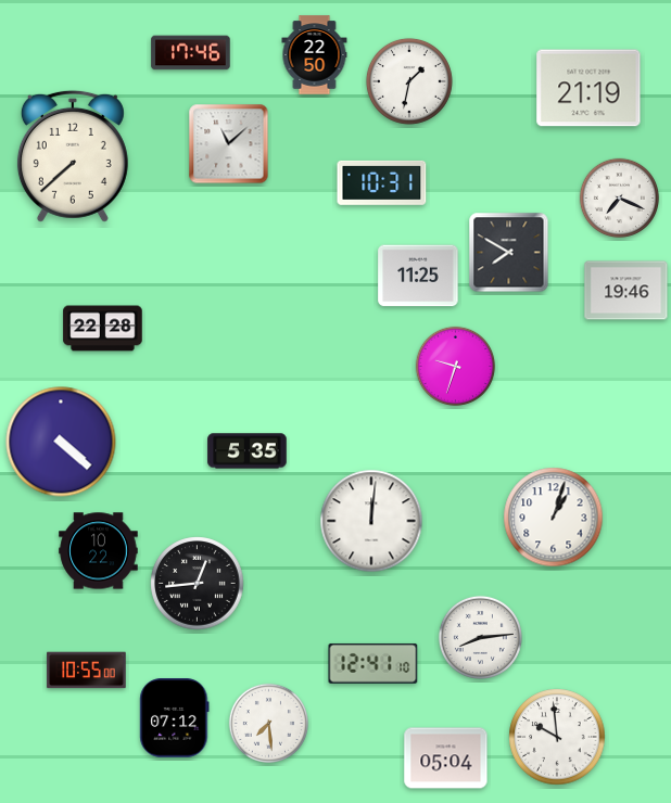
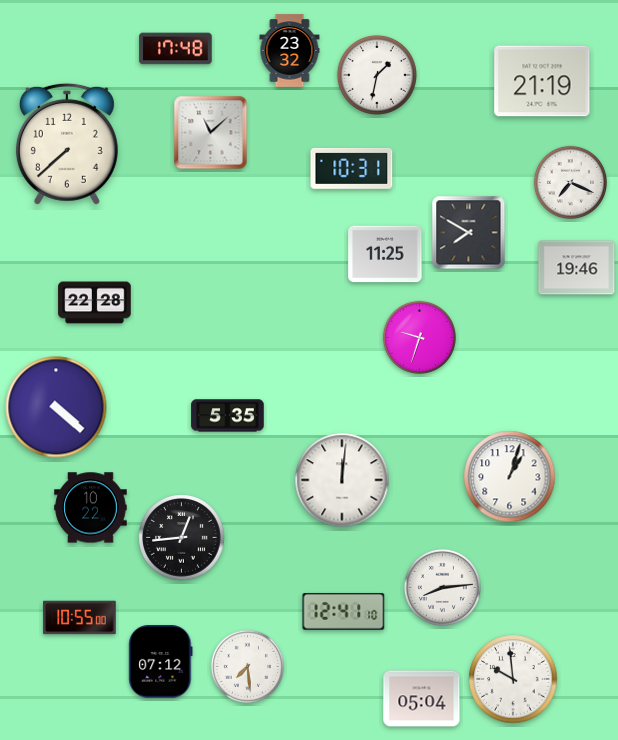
clock at (191, 53): 17:46 -> 17:48
clock at (315, 55): 22:50 -> 23:32
clock at (446, 759) position: (446, 759) -> (422, 699)
